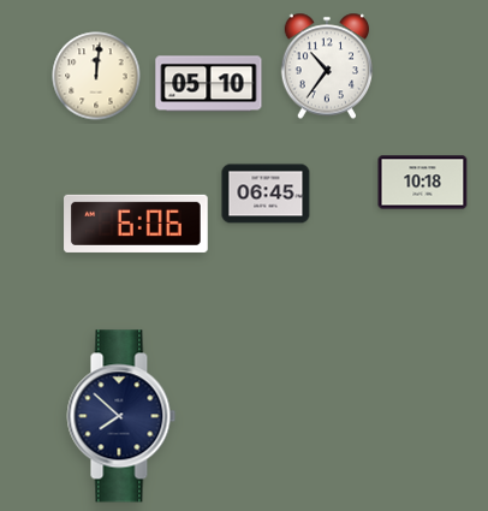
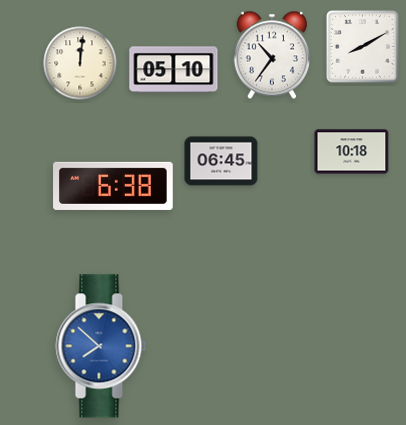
clock at (363, 47): none -> 8:10
clock at (136, 224): 6:06 -> 6:38
clock at (121, 416) dial: navy -> blue
